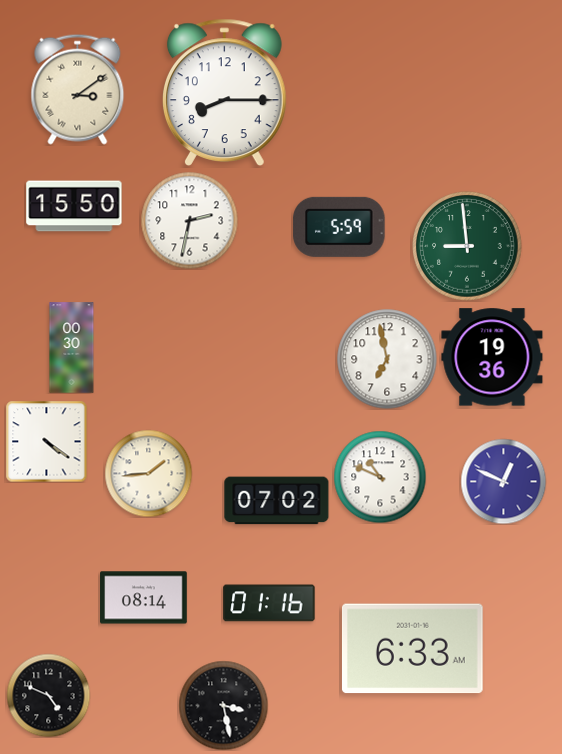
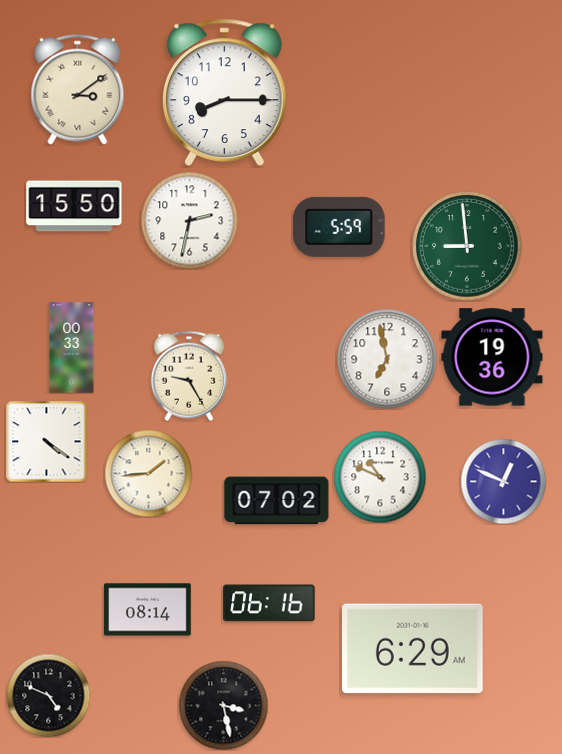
clock at (72, 348): 00:30 -> 00:33
clock at (189, 376): none -> 9:25
clock at (144, 598) position: (144, 598) -> (148, 610)
clock at (269, 603): 01:16 -> 06:16
clock at (412, 649): 6:33 -> 6:29
